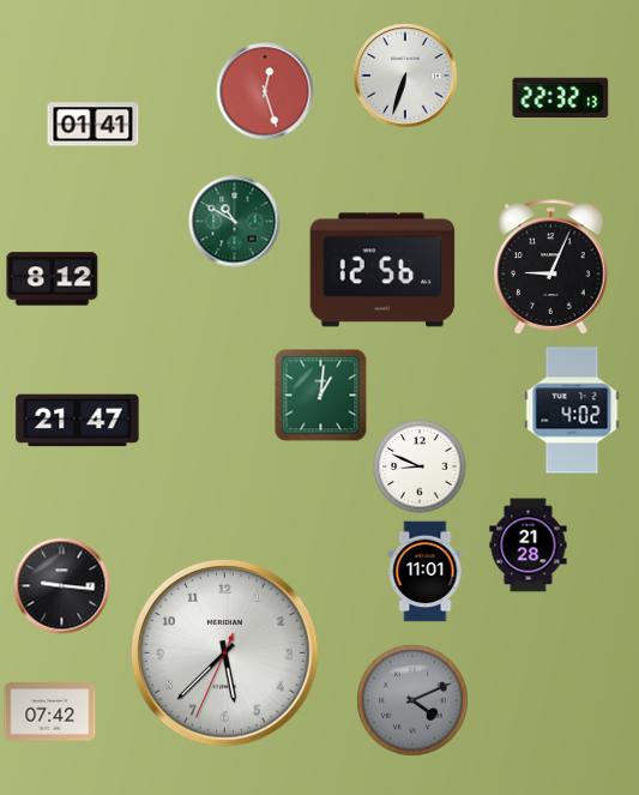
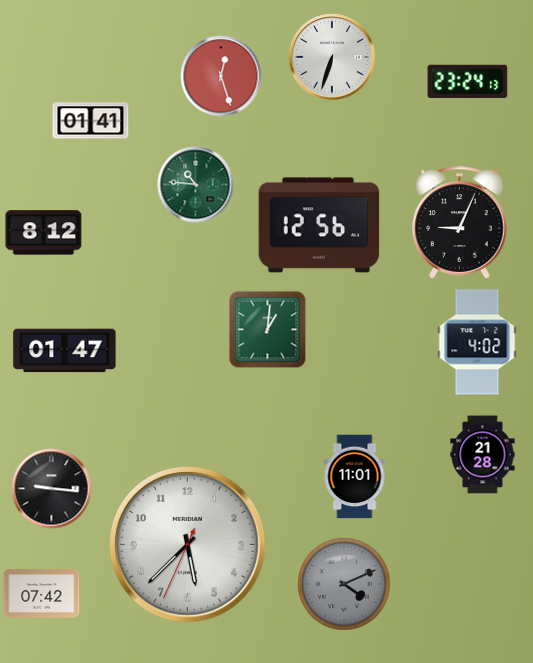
clock at (405, 76) position: (405, 76) -> (332, 57)
clock at (561, 97): 22:32 -> 23:24
clock at (94, 125) position: (94, 125) -> (91, 121)
clock at (235, 222): 10:50 -> 10:46
clock at (78, 421): 21:47 -> 01:47
clock at (420, 466): 8:49 -> none
clock at (529, 546) position: (529, 546) -> (483, 455)
